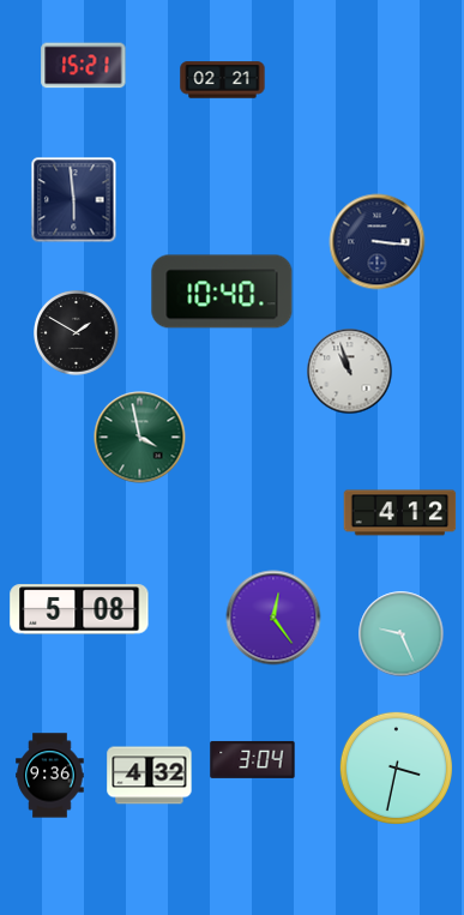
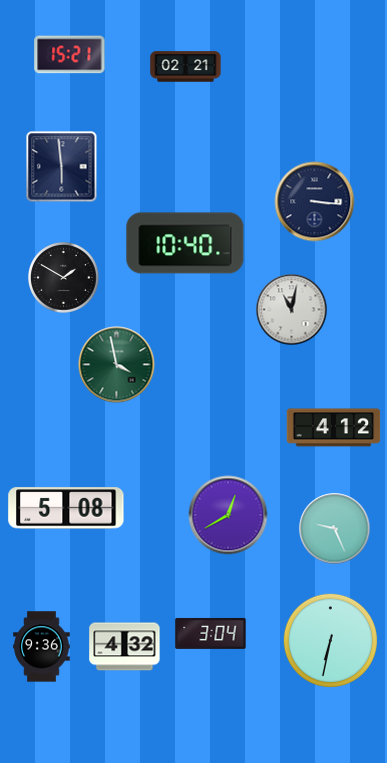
clock at (350, 372): 10:57 -> 11:02
clock at (273, 618): 12:24 -> 12:40
clock at (396, 767): 3:32 -> 6:32
